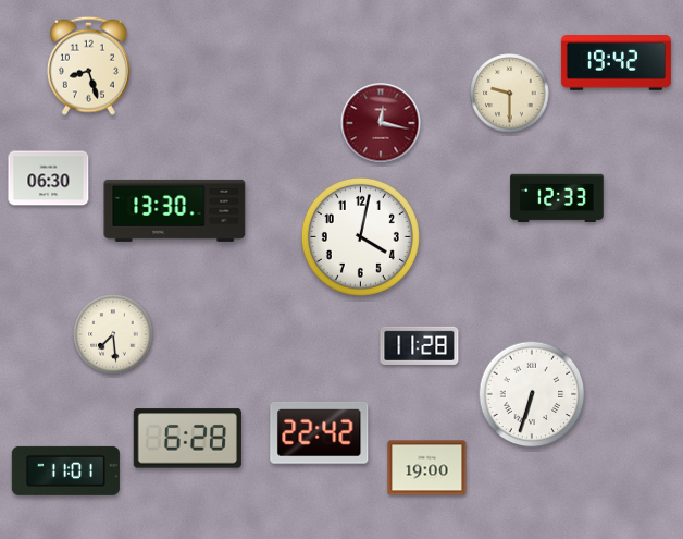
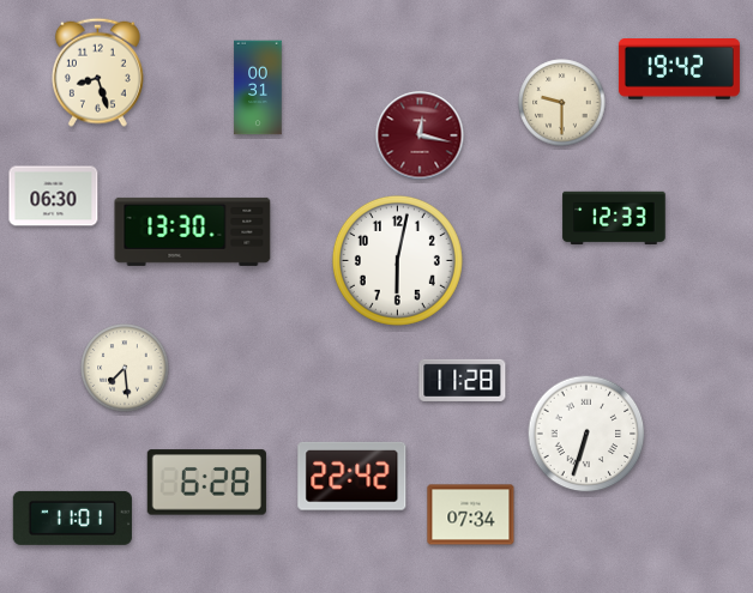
clock at (258, 87): none -> 00:31
clock at (360, 236): 4:02 -> 6:02
clock at (427, 468): 19:00 -> 07:34
